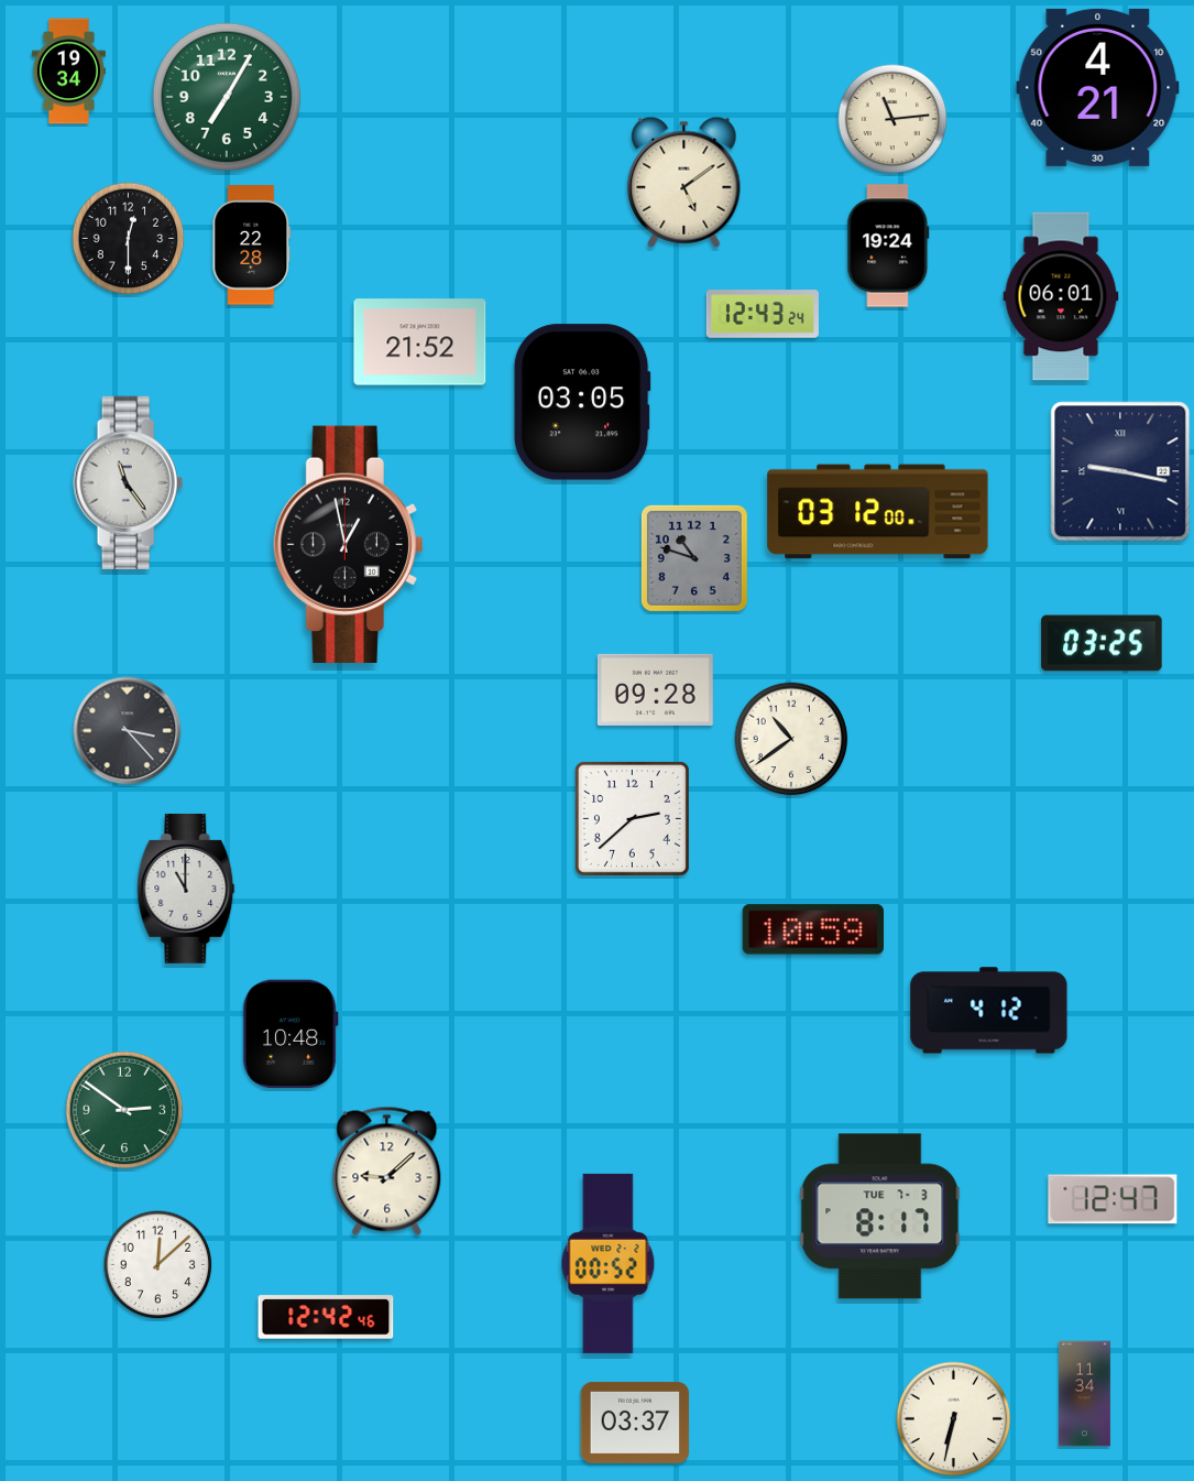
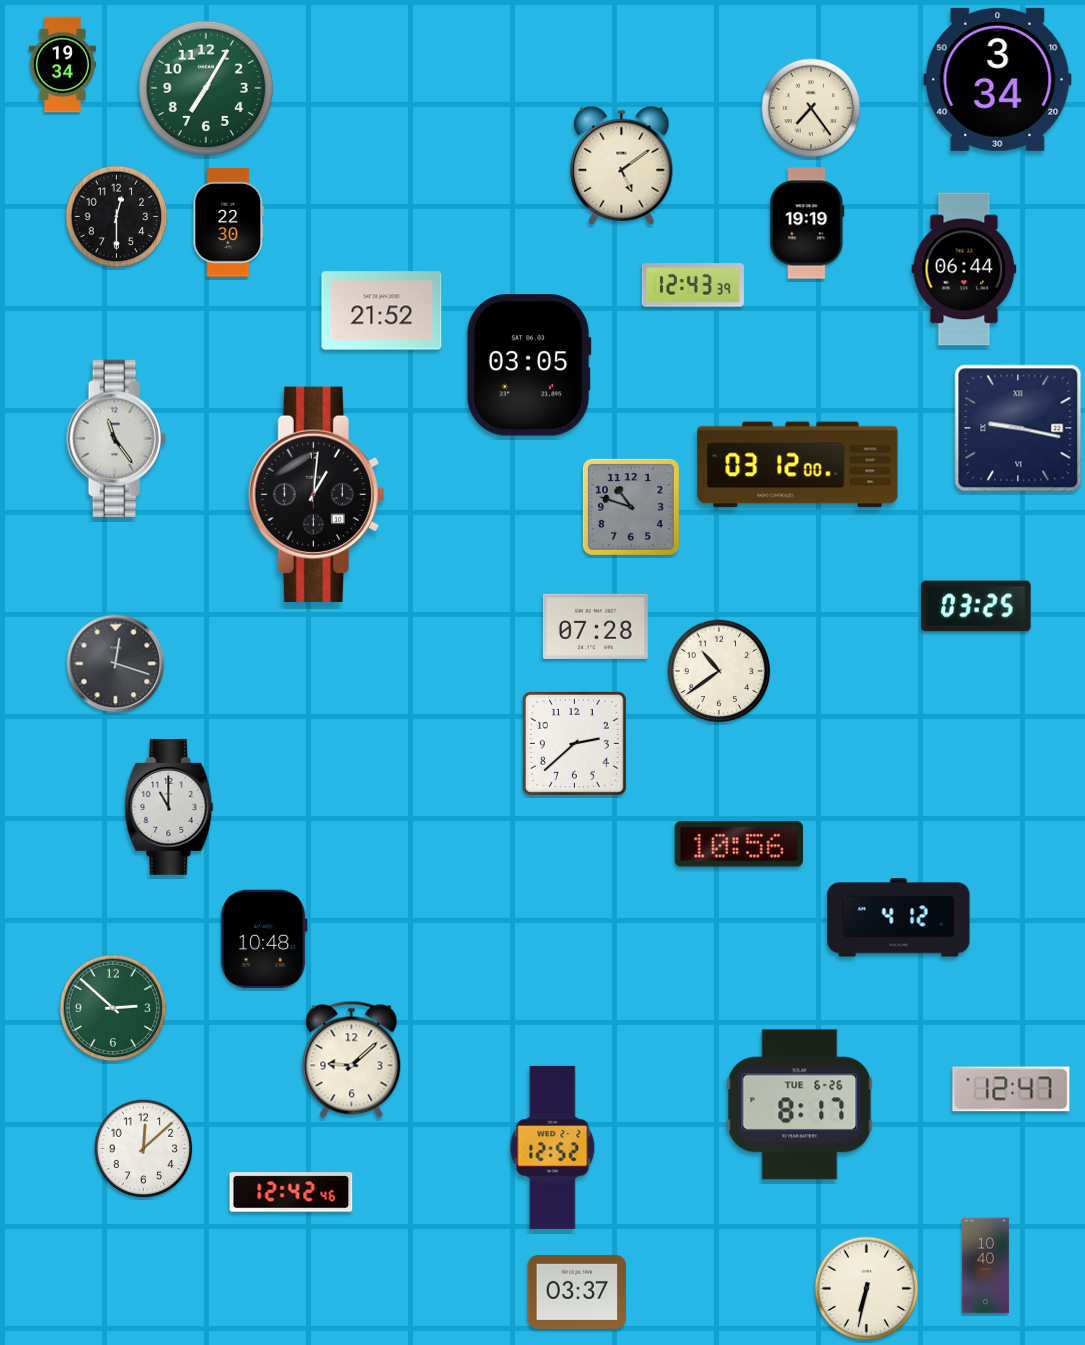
clock at (1098, 87): 4:21 -> 3:34
clock at (892, 119): 11:14 -> 7:24
clock at (252, 246): 22:28 -> 22:30
clock at (888, 246): 19:24 -> 19:19
clock at (1061, 296): 06:01 -> 06:44
clock at (763, 314): 12:43:24 -> 12:43:39
clock at (348, 544): 12:58 -> 1:01
clock at (1102, 643) position: (1102, 643) -> (976, 606)
clock at (655, 689): 09:28 -> 07:28
clock at (128, 731): 3:23 -> 12:18
clock at (813, 929): 10:59 -> 10:56
clock at (124, 1110): 2:51 -> 2:52
clock at (387, 1170) position: (387, 1170) -> (352, 1059)
clock at (880, 1217) date: TUE 7-3 -> TUE 6-26
clock at (609, 1263): 00:52 -> 12:52
clock at (326, 1317) position: (326, 1317) -> (291, 1192)
clock at (1084, 1394): 11:34 -> 10:40
